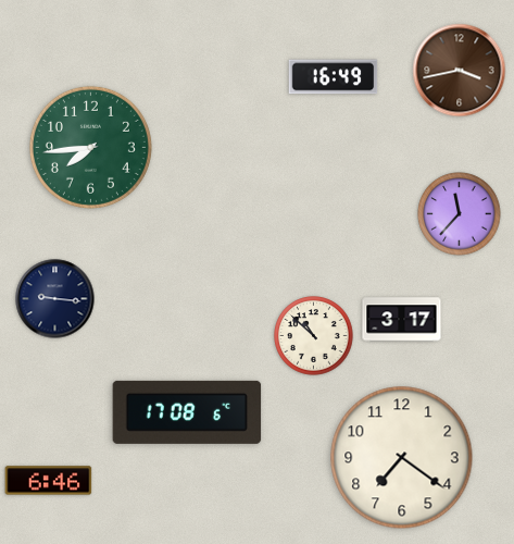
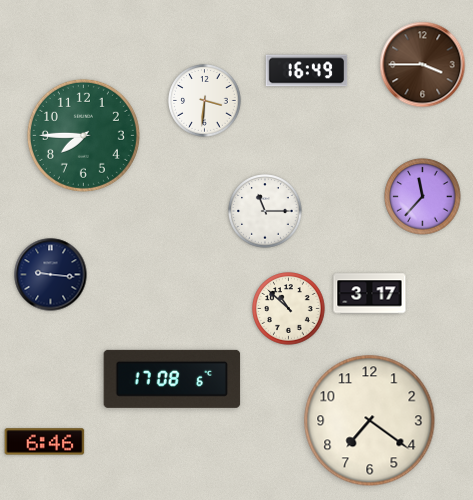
clock at (460, 71): 3:43 -> 3:45
clock at (205, 101): none -> 3:31
clock at (90, 147): 7:44 -> 7:45
clock at (265, 211): none -> 11:15
